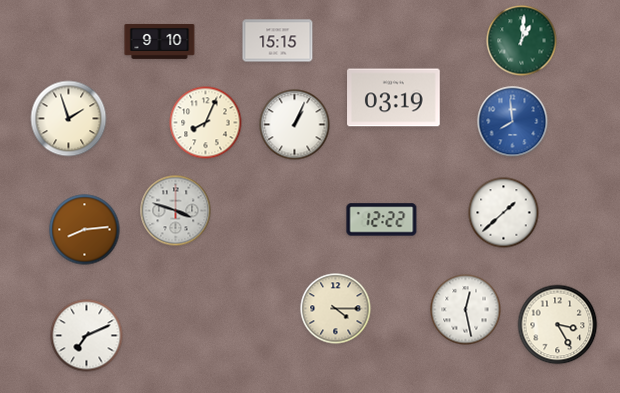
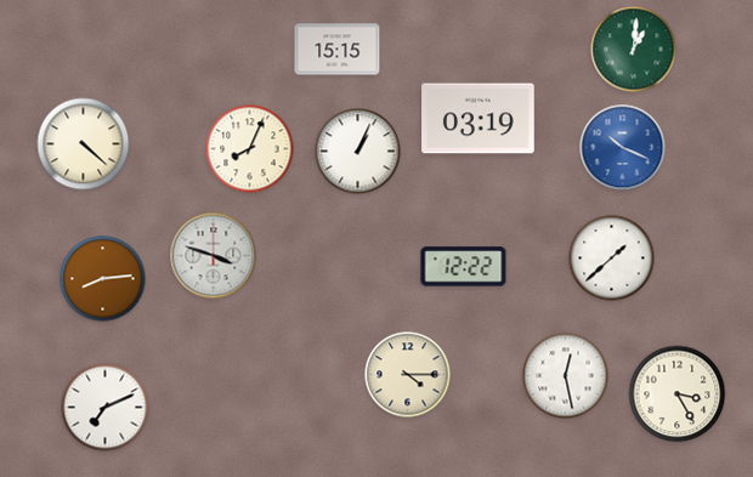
clock at (160, 41): 9:10 -> none
clock at (69, 119): 1:57 -> 4:22
clock at (513, 122): 7:59 -> 10:19
